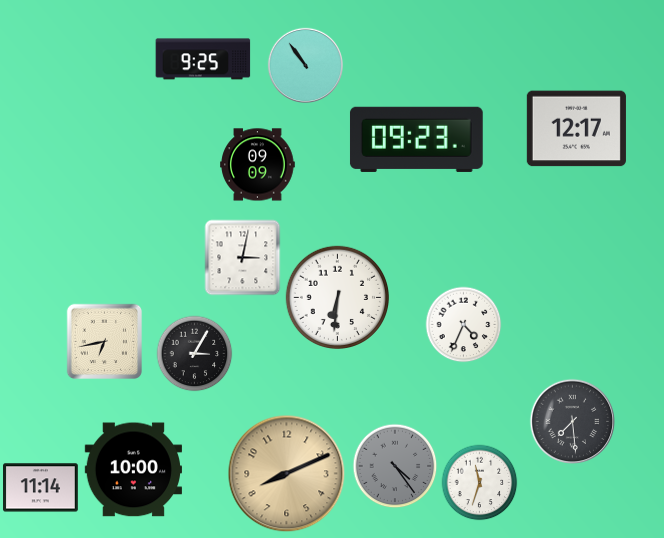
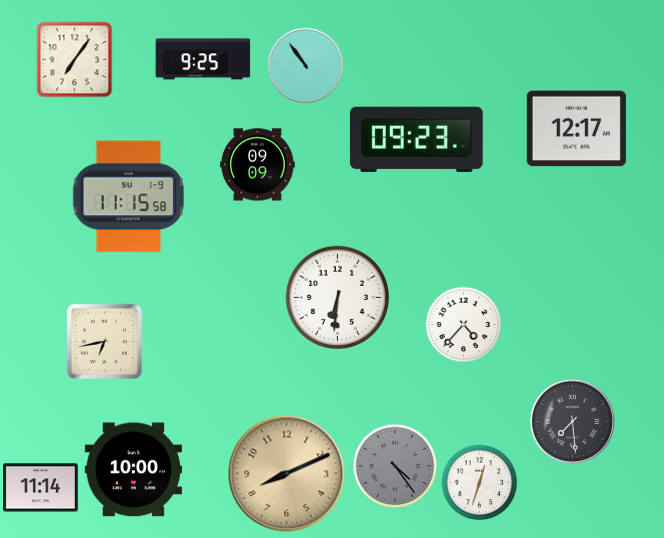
clock at (75, 60): none -> 7:06
clock at (128, 197): none -> 11:15
clock at (243, 258): 3:02 -> none
clock at (464, 325): 4:34 -> 4:37
clock at (195, 354): 3:05 -> none
clock at (480, 483): 11:33 -> 12:33
